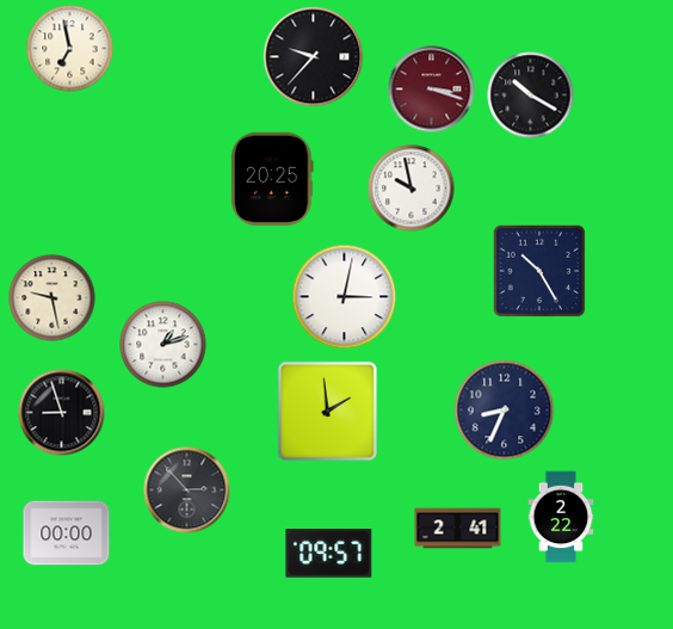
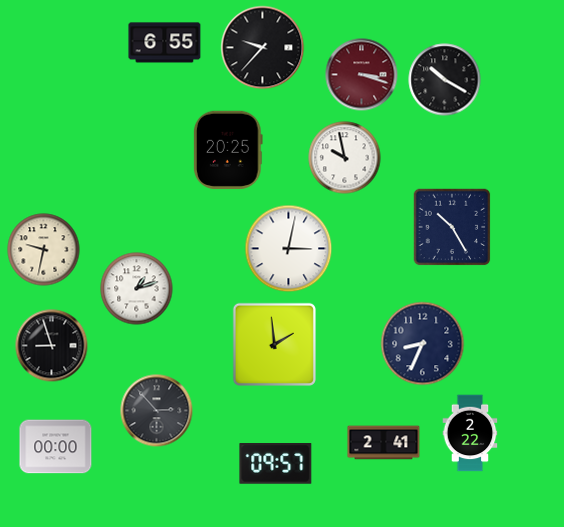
clock at (70, 49): 6:58 -> none
clock at (165, 43): none -> 6:55
clock at (53, 298): 9:28 -> 9:32
